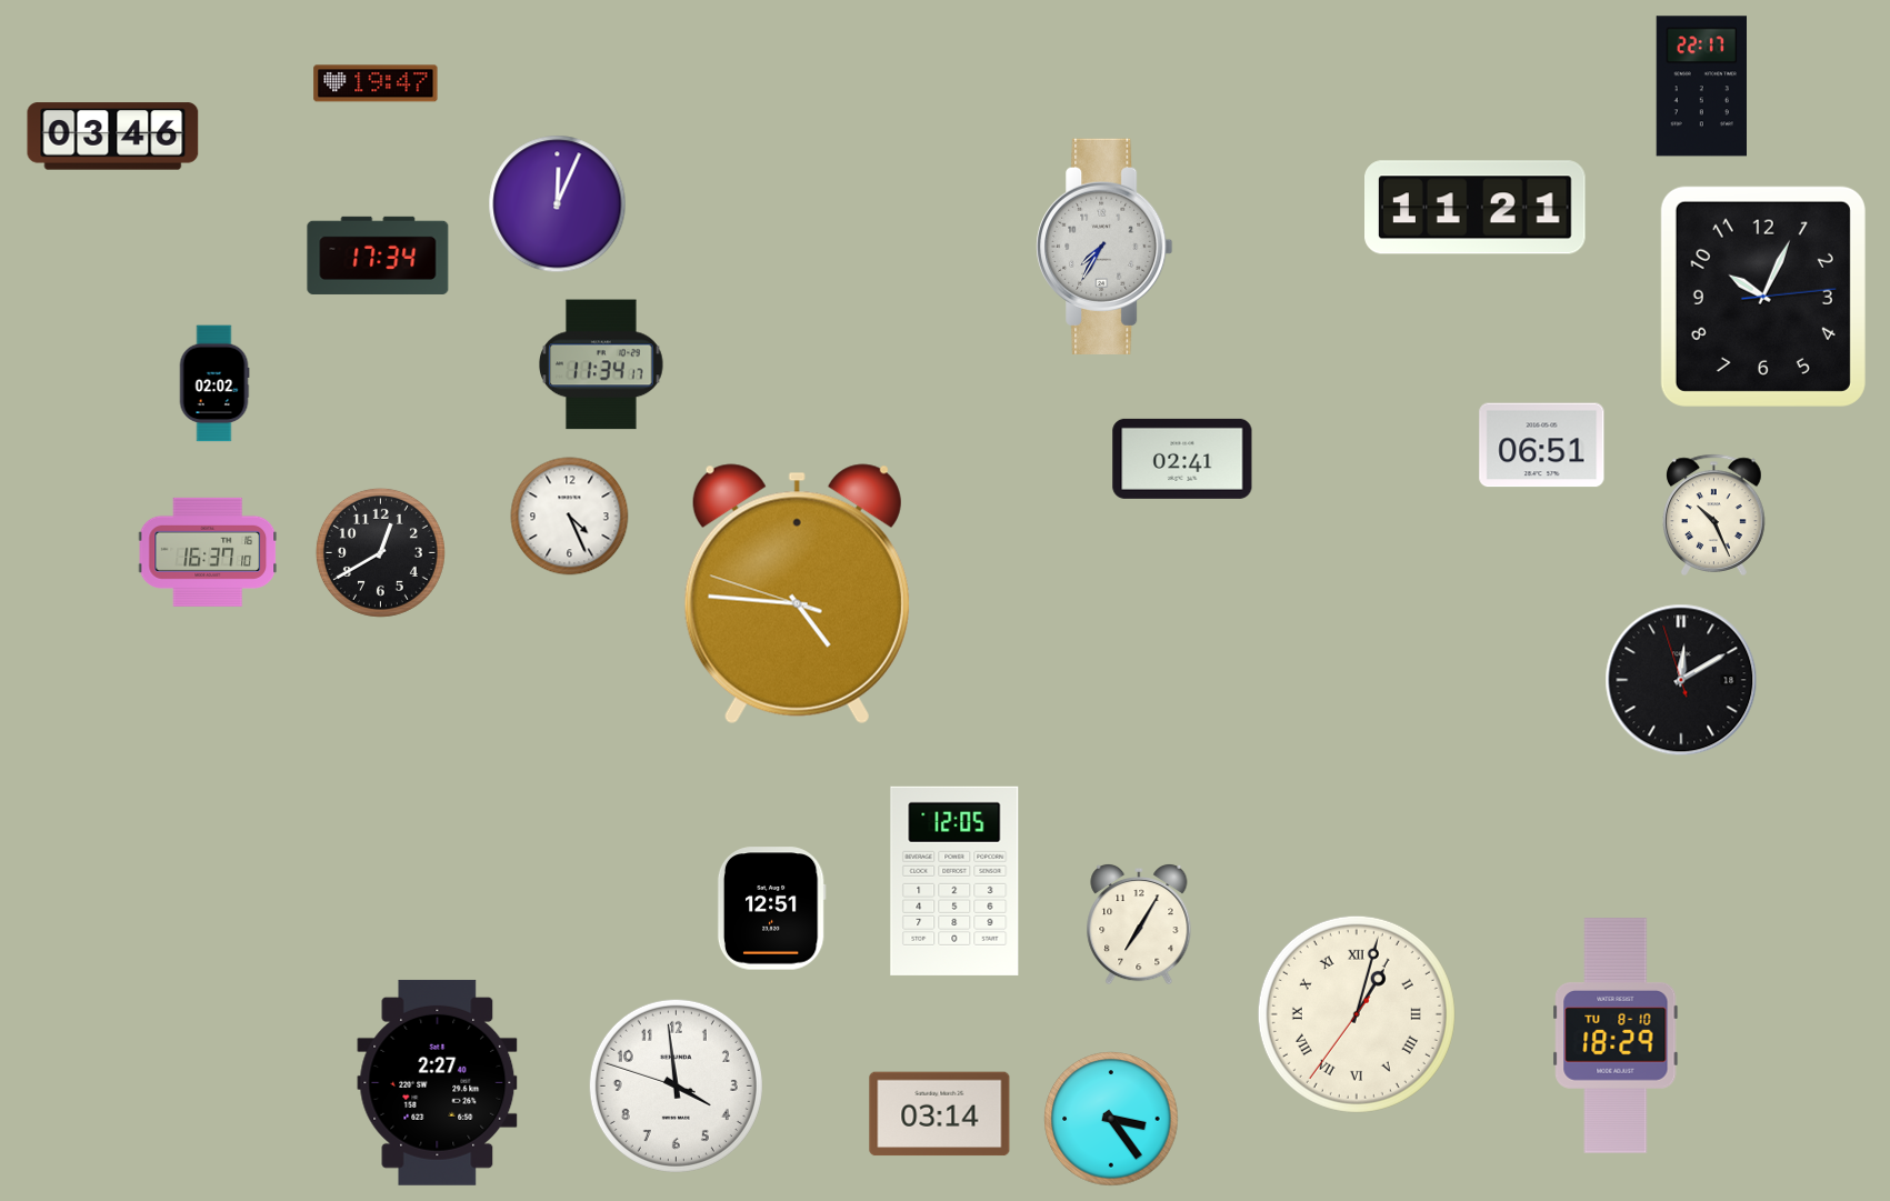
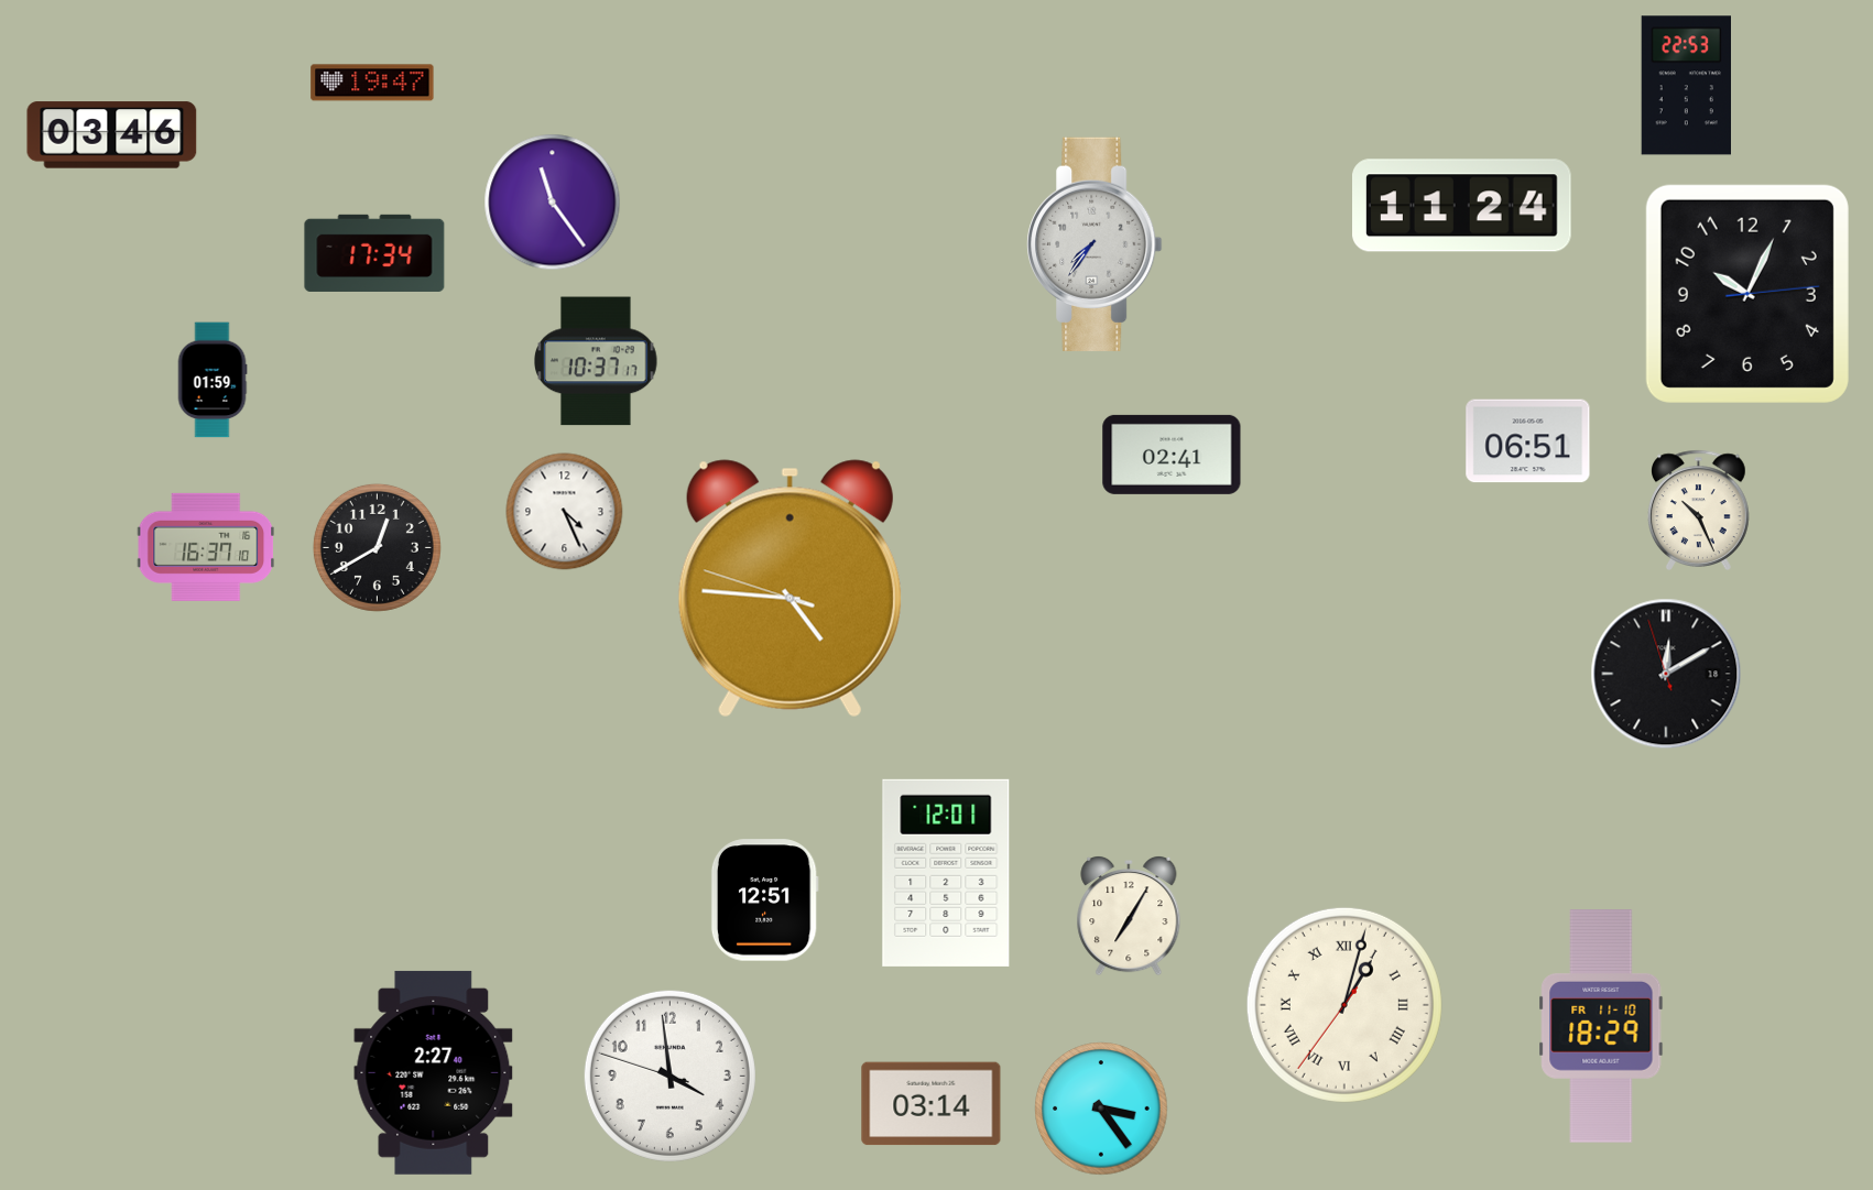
clock at (1701, 87): 22:17 -> 22:53
clock at (558, 204): 12:04 -> 11:24
clock at (1476, 208): 11:21 -> 11:24
clock at (1104, 247): 7:35 -> 7:36
clock at (602, 364): 11:34 -> 10:37
clock at (214, 383): 02:02 -> 01:59
clock at (954, 881): 12:05 -> 12:01
clock at (1616, 1035) date: TU 8-10 -> FR 11-10
